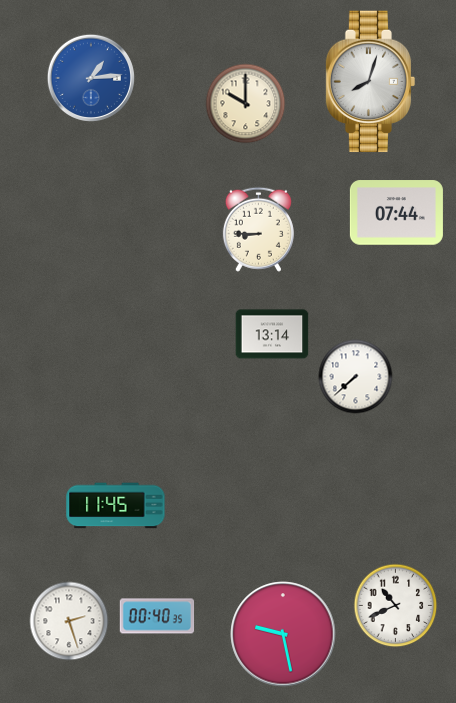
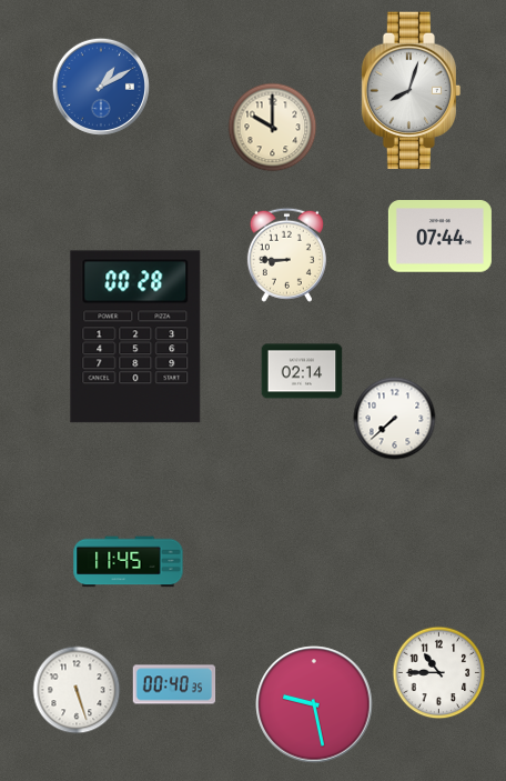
clock at (91, 78): 1:14 -> 1:10
clock at (246, 104) position: (246, 104) -> (273, 128)
clock at (135, 337): none -> 00:28
clock at (272, 334): 13:14 -> 02:14
clock at (396, 606): 10:41 -> 10:45
clock at (69, 621): 2:27 -> 5:27
